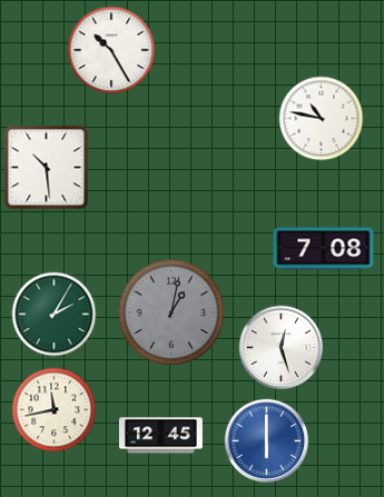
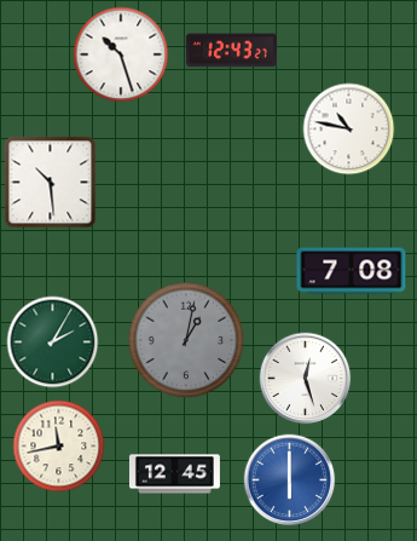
clock at (231, 51): none -> 12:43
clock at (111, 50): 10:25 -> 10:27
clock at (55, 315) position: (55, 315) -> (53, 343)
